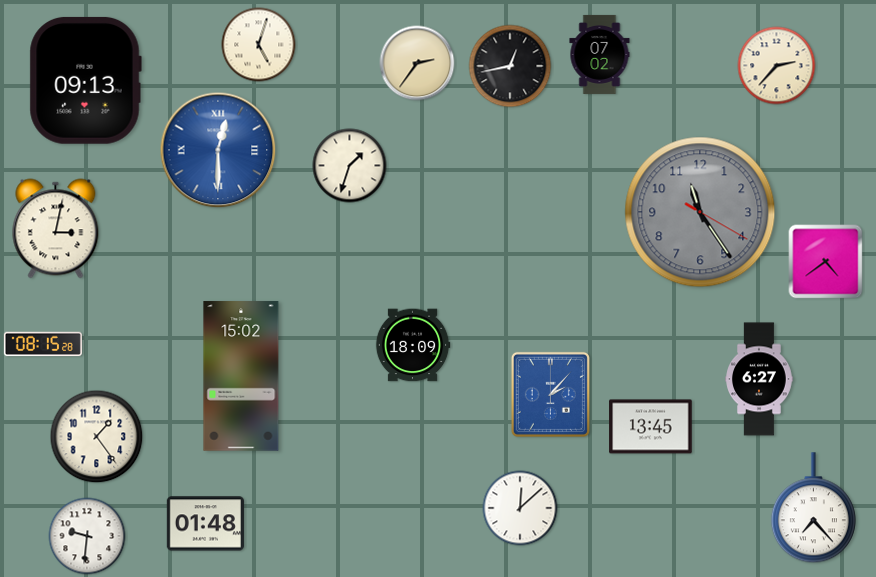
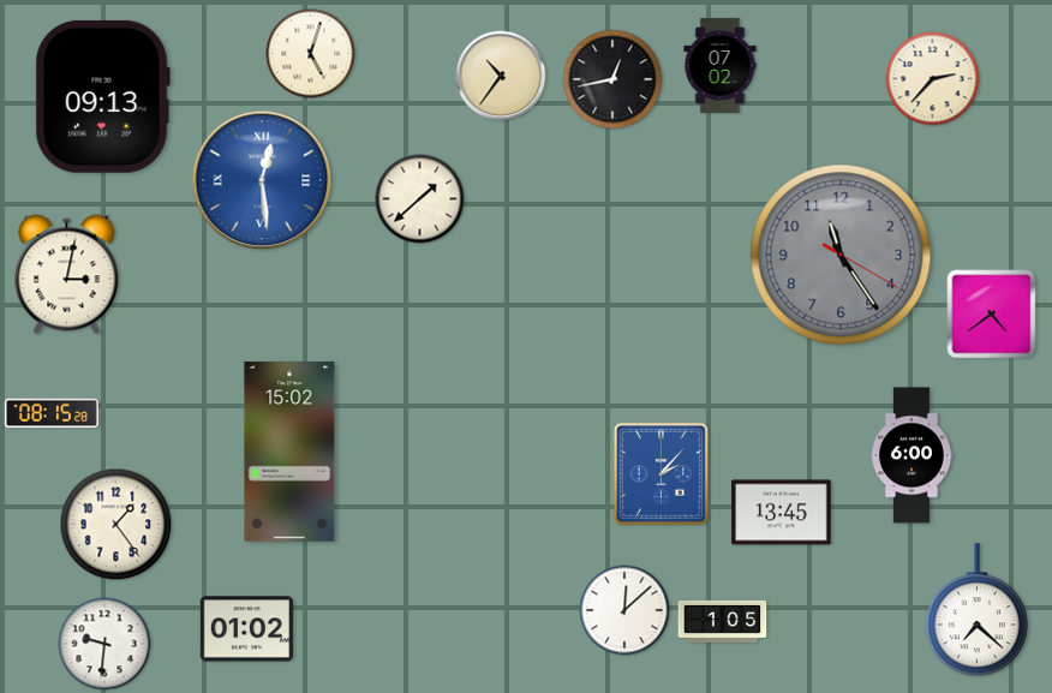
clock at (417, 63): 2:36 -> 10:36
clock at (218, 150): 12:30 -> 12:29
clock at (350, 166): 1:33 -> 1:38
clock at (413, 345): 18:09 -> none
clock at (759, 379): 6:27 -> 6:00
clock at (813, 508): 7:23 -> 7:22
clock at (723, 621): none -> 1:05
clock at (205, 524): 01:48 -> 01:02
